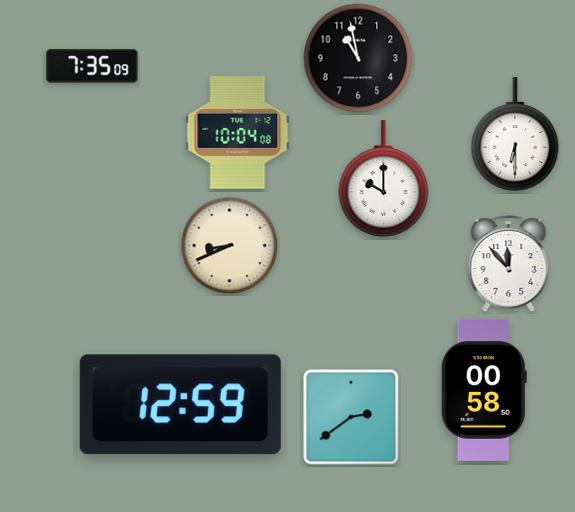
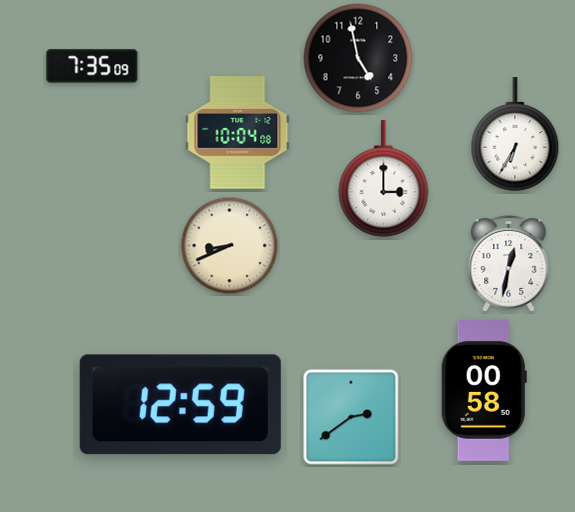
clock at (358, 58): 10:58 -> 4:58
clock at (515, 134): 6:30 -> 6:35
clock at (384, 179): 10:00 -> 3:00
clock at (509, 264): 11:53 -> 12:32
